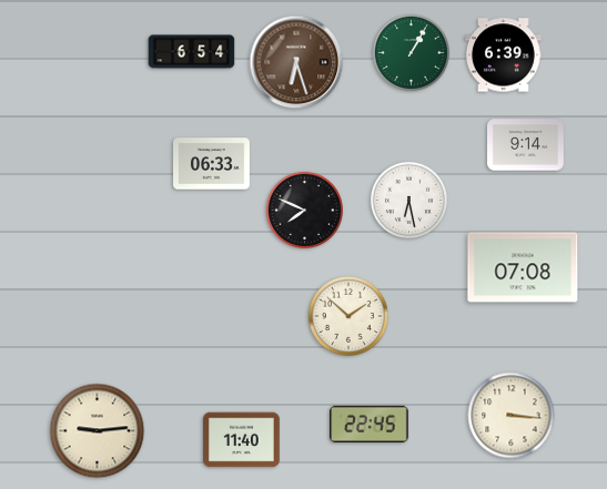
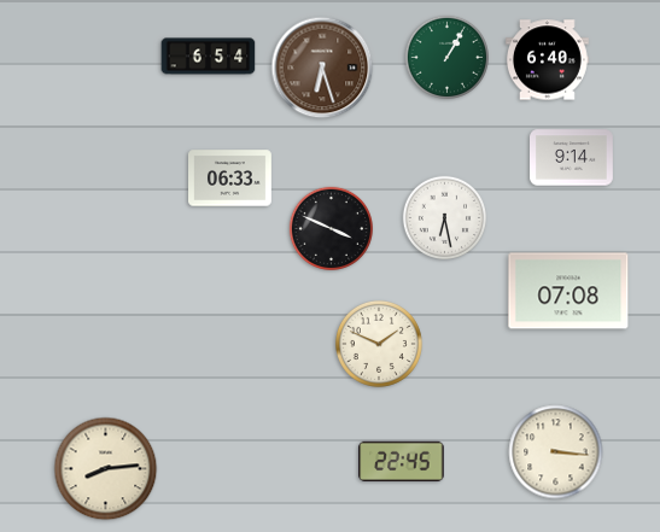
clock at (503, 55): 6:39 -> 6:40
clock at (304, 210): 7:49 -> 3:49
clock at (348, 316): 1:52 -> 1:49
clock at (98, 431): 9:14 -> 8:14
clock at (241, 440): 11:40 -> none
